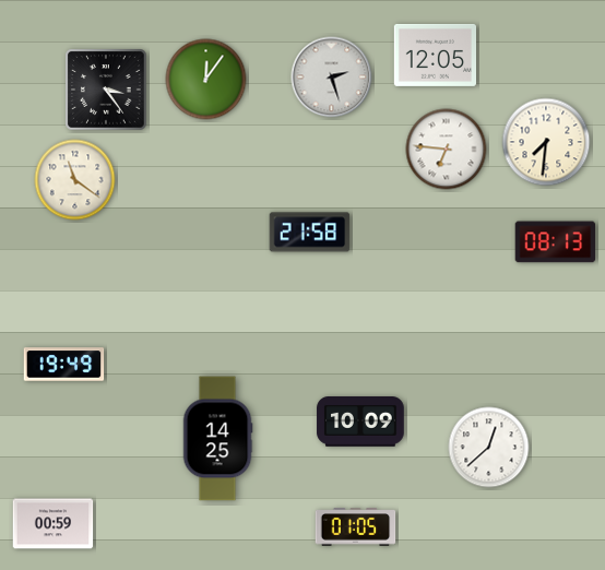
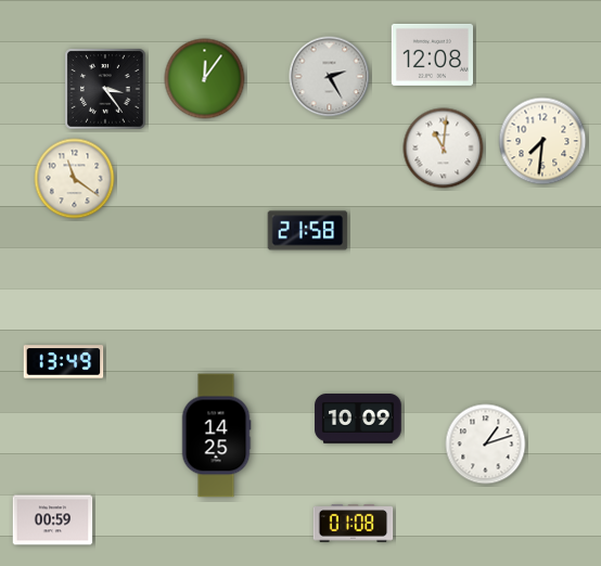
clock at (435, 55): 12:05 -> 12:08
clock at (332, 78): 2:27 -> 2:25
clock at (447, 150): 6:46 -> 11:01
clock at (556, 242): 08:13 -> none
clock at (64, 365): 19:49 -> 13:49
clock at (489, 448): 12:38 -> 1:12
clock at (356, 527): 01:05 -> 01:08
